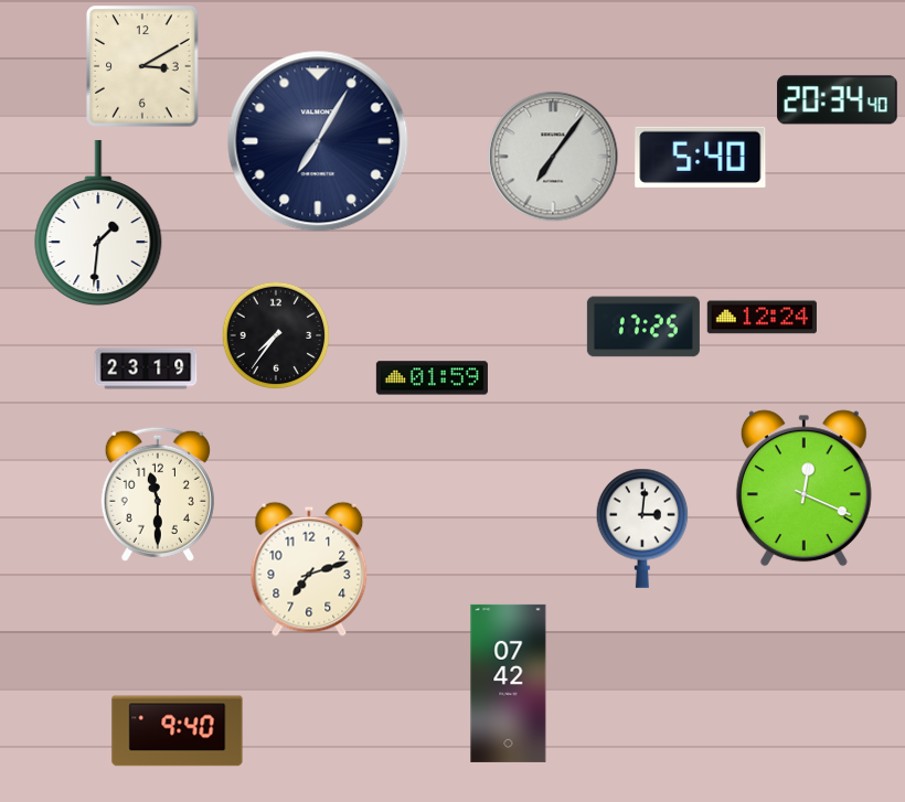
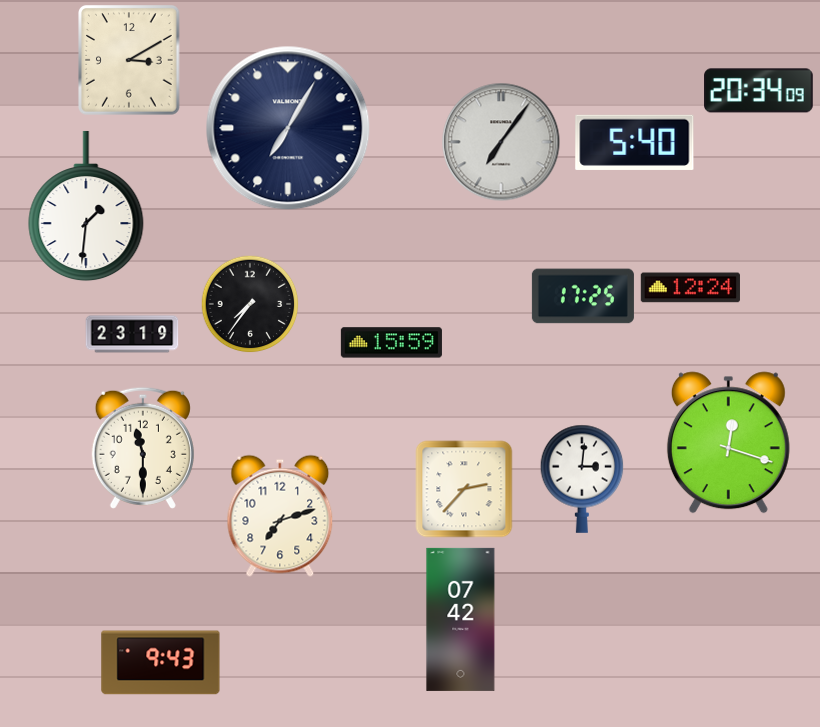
clock at (838, 100): 20:34:40 -> 20:34:09
clock at (98, 223) position: (98, 223) -> (86, 206)
clock at (432, 378): 01:59 -> 15:59
clock at (803, 489): 12:19 -> 12:18
clock at (464, 489): none -> 2:37
clock at (178, 731): 9:40 -> 9:43
